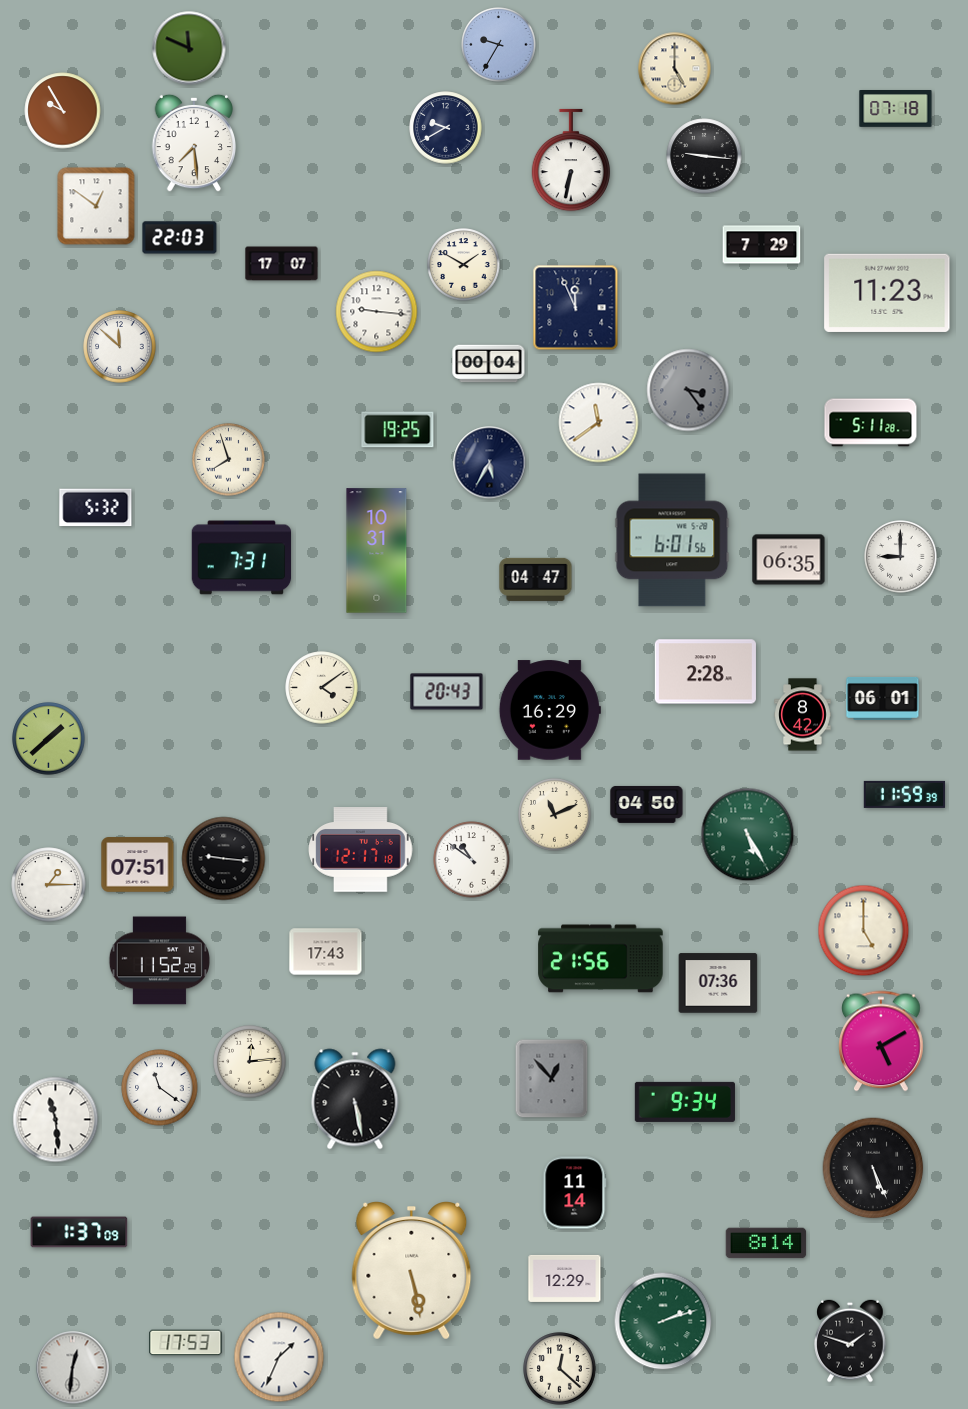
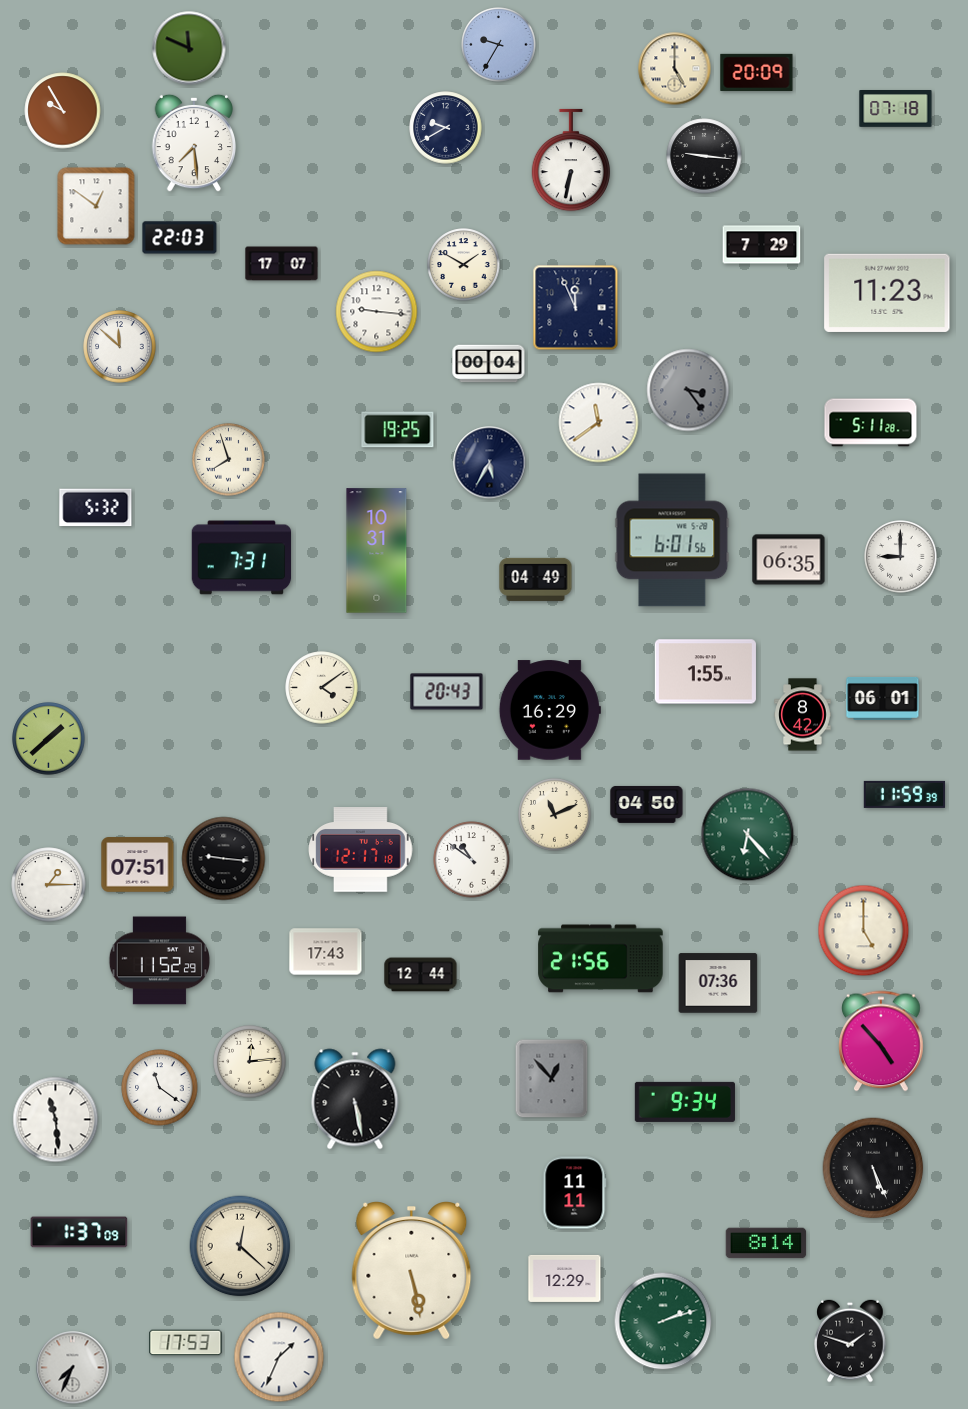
clock at (757, 72): none -> 20:09
clock at (536, 579): 04:47 -> 04:49
clock at (705, 672): 2:28 -> 1:55
clock at (748, 835): 5:25 -> 6:23
clock at (421, 975): none -> 12:44
clock at (882, 1041): 5:10 -> 4:53
clock at (575, 1193): 11:14 -> 11:11
clock at (240, 1246): none -> 12:22
clock at (73, 1368): 12:31 -> 7:34
clock at (560, 1369): 12:22 -> none
